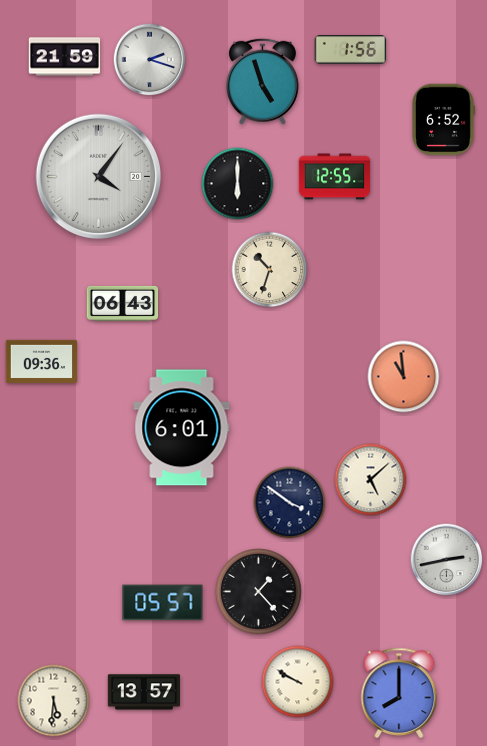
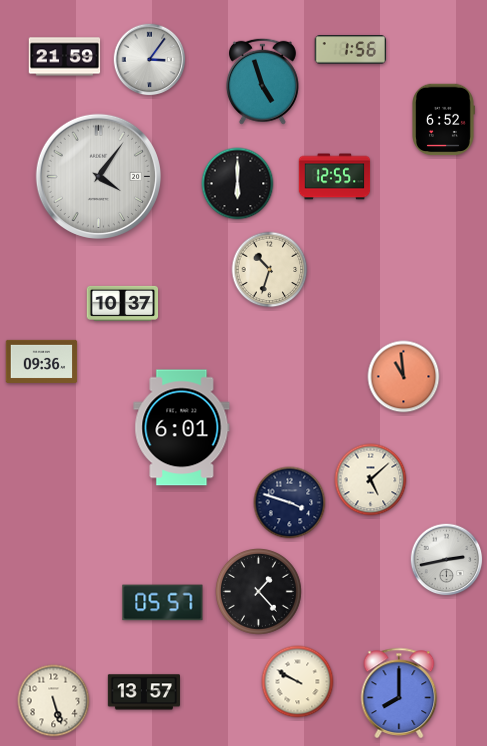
clock at (150, 60): 2:18 -> 3:06
clock at (123, 303): 06:43 -> 10:37
clock at (290, 503): 3:51 -> 3:48
clock at (54, 701): 5:31 -> 5:27
